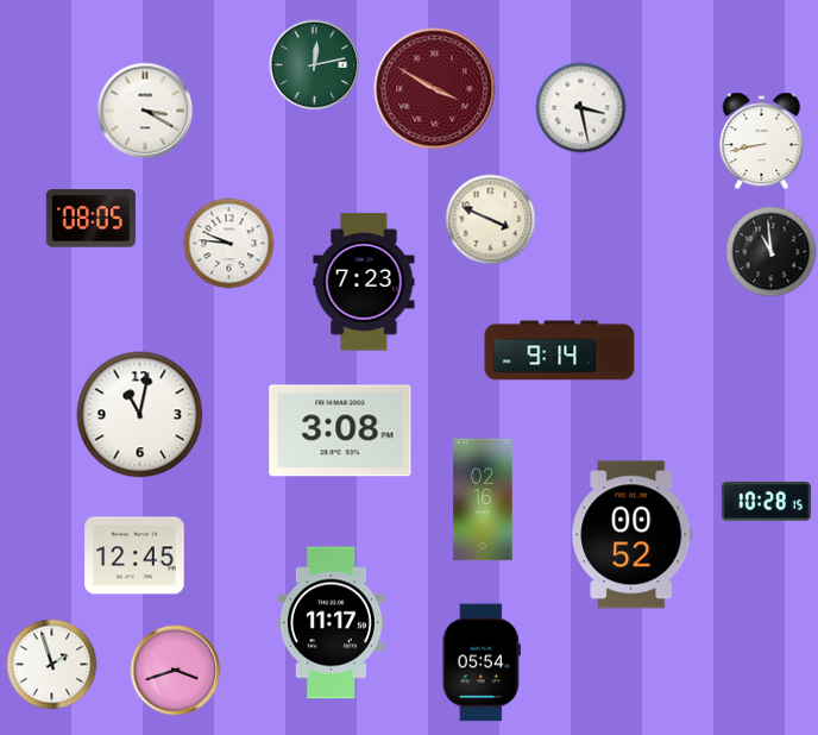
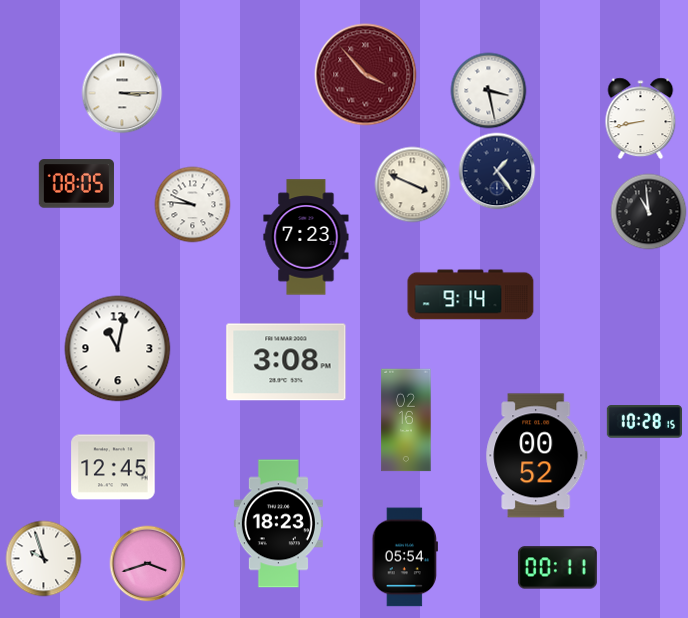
clock at (315, 65): 12:13 -> none
clock at (435, 89): 3:50 -> 3:53
clock at (145, 111): 3:20 -> 3:15
clock at (497, 171): none -> 1:24
clock at (633, 535) position: (633, 535) -> (537, 456)
clock at (331, 623): 11:17 -> 18:23
clock at (52, 665): 1:57 -> 9:57
clock at (557, 568): none -> 00:11
